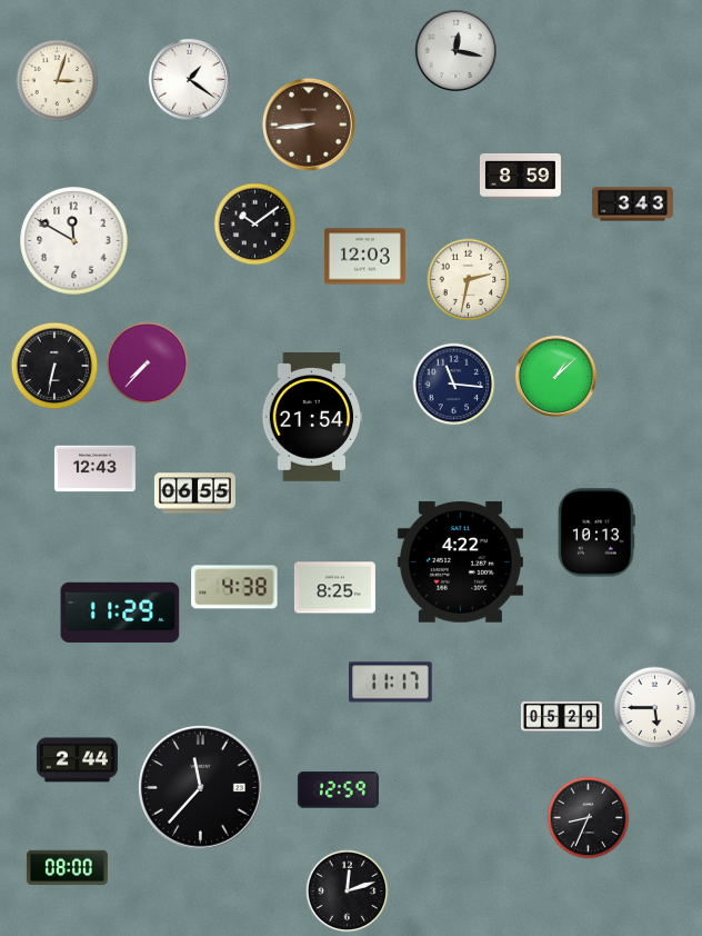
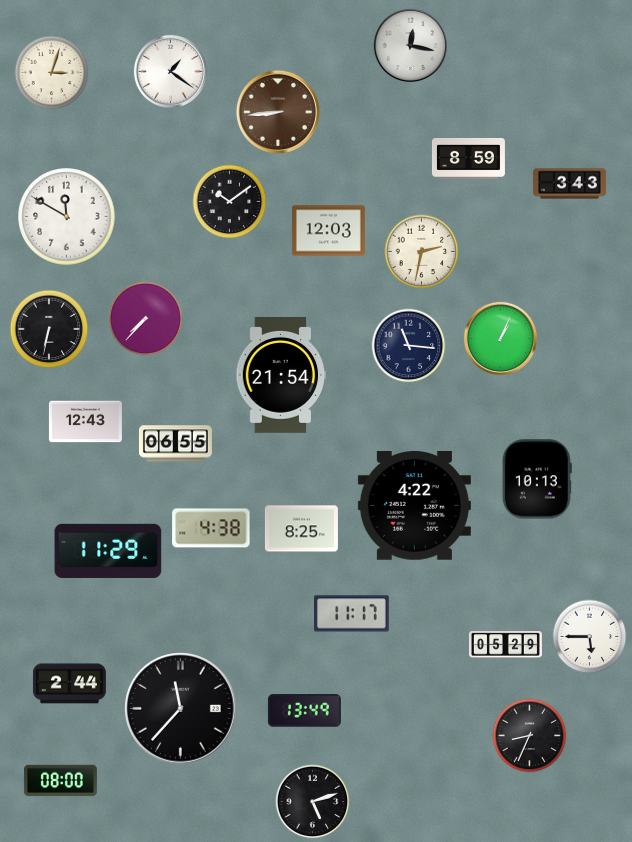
clock at (148, 364) position: (148, 364) -> (146, 319)
clock at (555, 376): 1:08 -> 1:04
clock at (338, 790): 12:59 -> 13:49
clock at (348, 892): 12:12 -> 5:12
